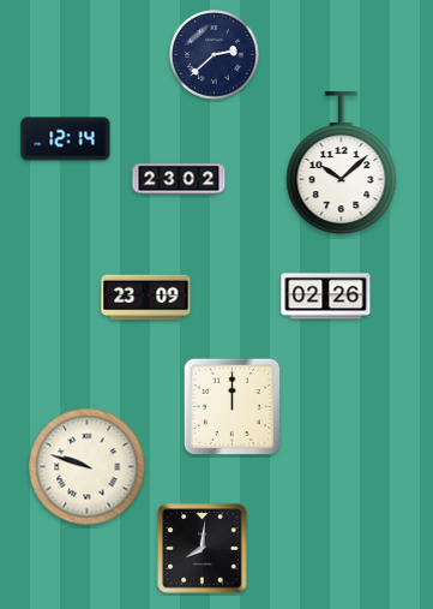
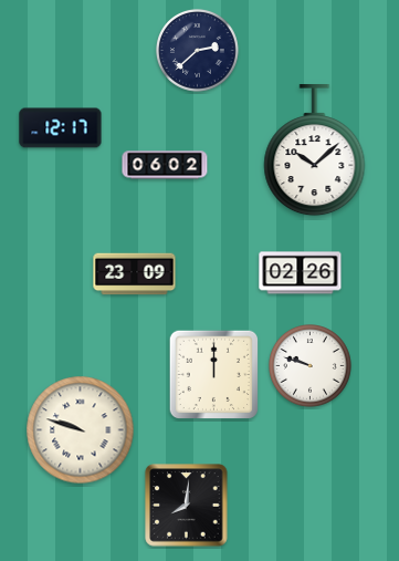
clock at (66, 139): 12:14 -> 12:17
clock at (179, 179): 23:02 -> 06:02
clock at (311, 366): none -> 9:48
